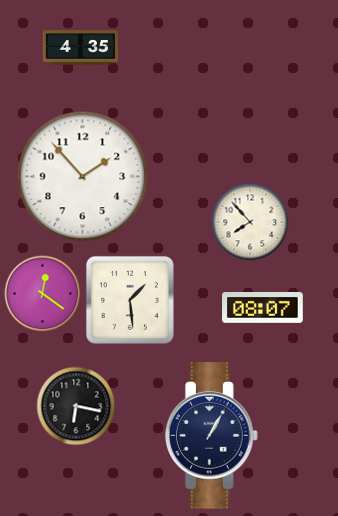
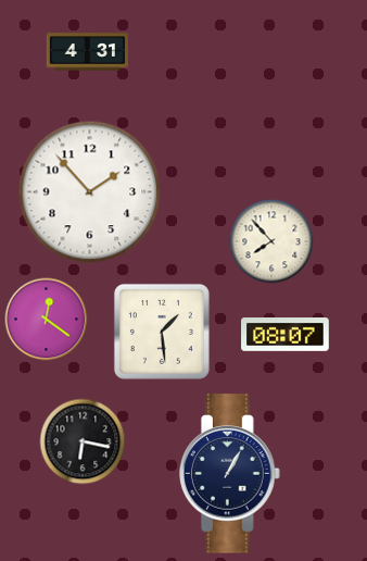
clock at (80, 48): 4:35 -> 4:31
clock at (130, 300) position: (130, 300) -> (162, 332)
